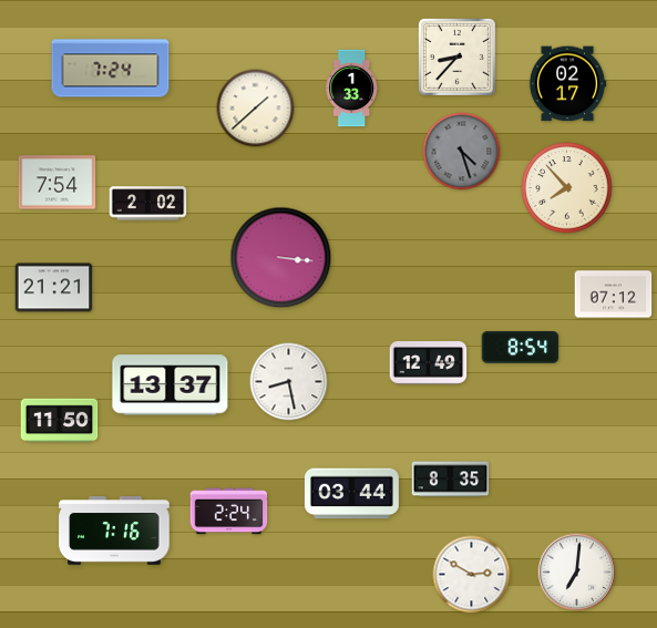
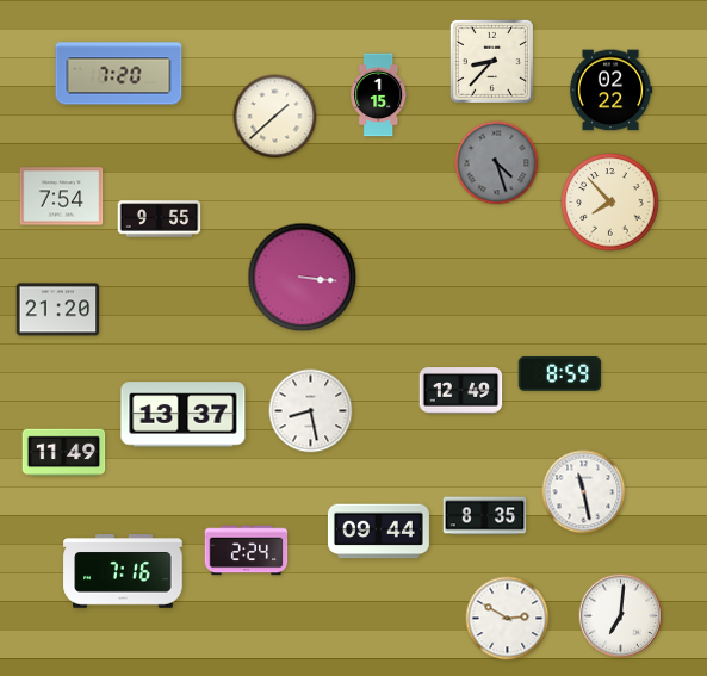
clock at (111, 69): 7:24 -> 7:20
clock at (567, 84): 02:17 -> 02:22
clock at (352, 89): 1:33 -> 1:15
clock at (148, 204): 2:02 -> 9:55
clock at (54, 288): 21:21 -> 21:20
clock at (614, 295): 07:12 -> none
clock at (521, 348): 8:54 -> 8:59
clock at (60, 421): 11:50 -> 11:49
clock at (584, 492): none -> 11:28
clock at (351, 494): 03:44 -> 09:44
